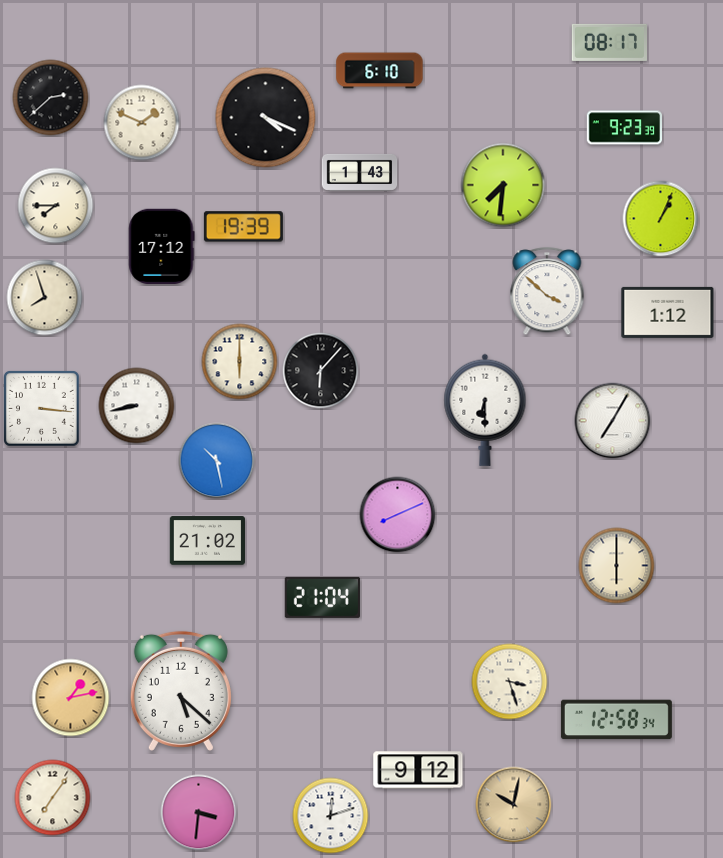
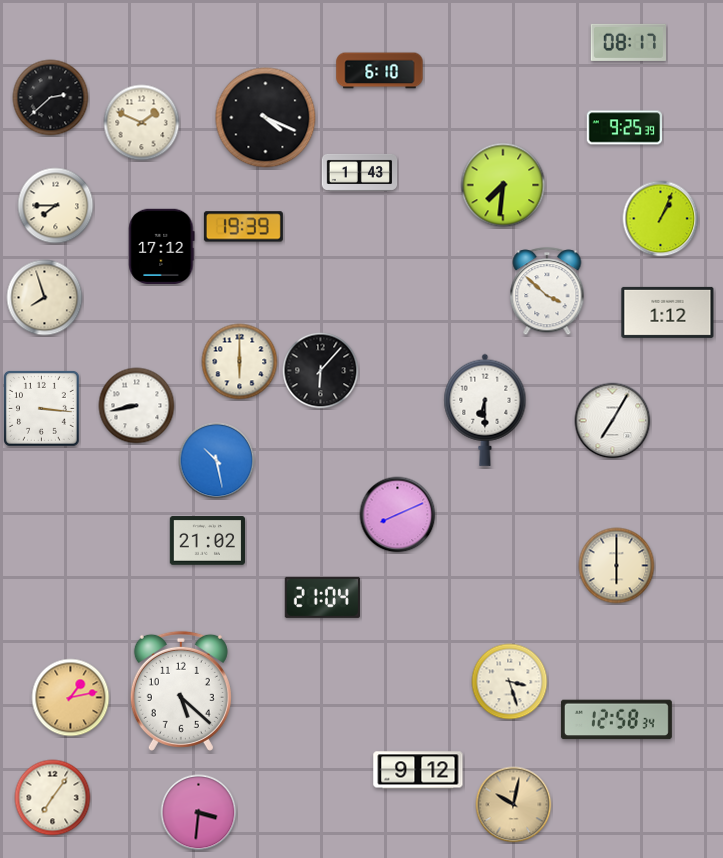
clock at (609, 42) position: (609, 42) -> (628, 42)
clock at (624, 128): 9:23 -> 9:25
clock at (331, 816): 12:12 -> none
